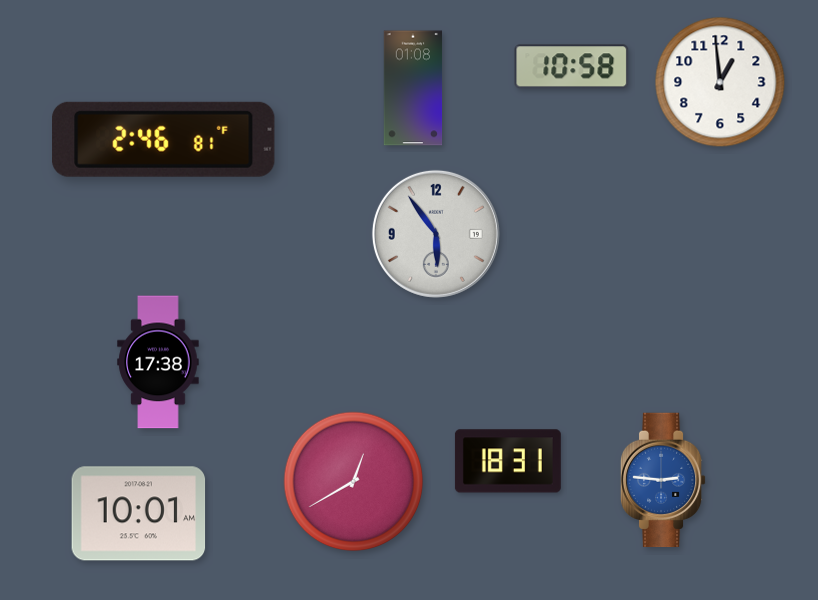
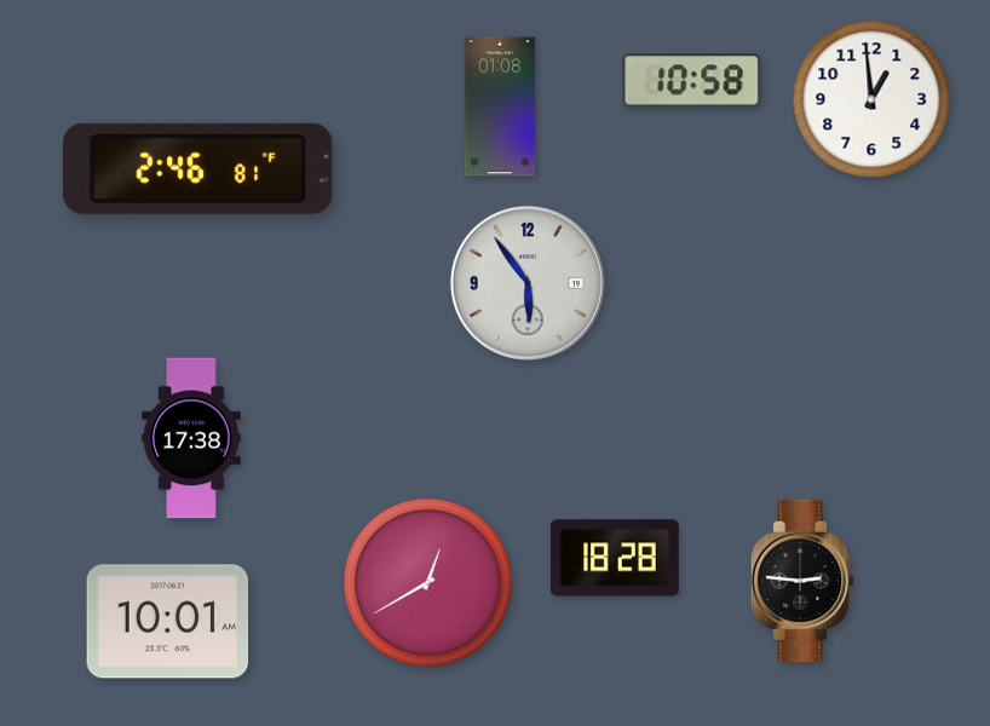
clock at (508, 461): 18:31 -> 18:28
clock at (663, 480) dial: blue -> black
